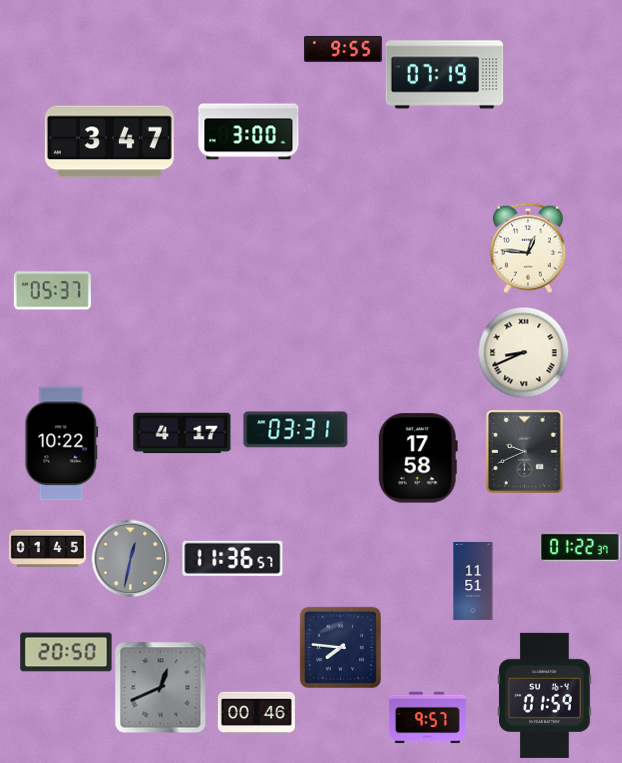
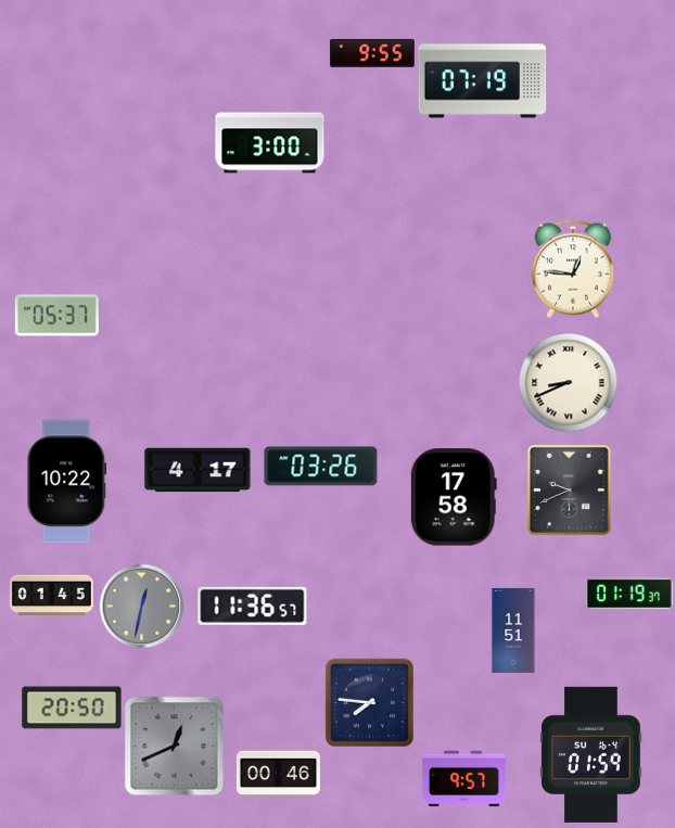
clock at (109, 142): 3:47 -> none
clock at (296, 430): 03:31 -> 03:26
clock at (580, 547): 01:22 -> 01:19
